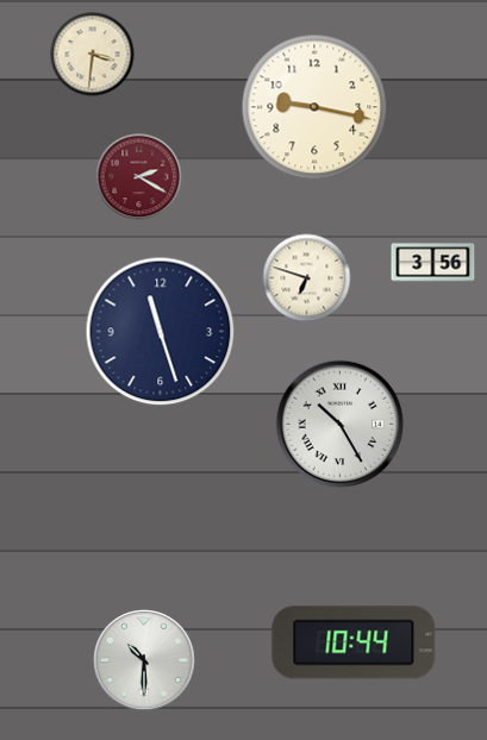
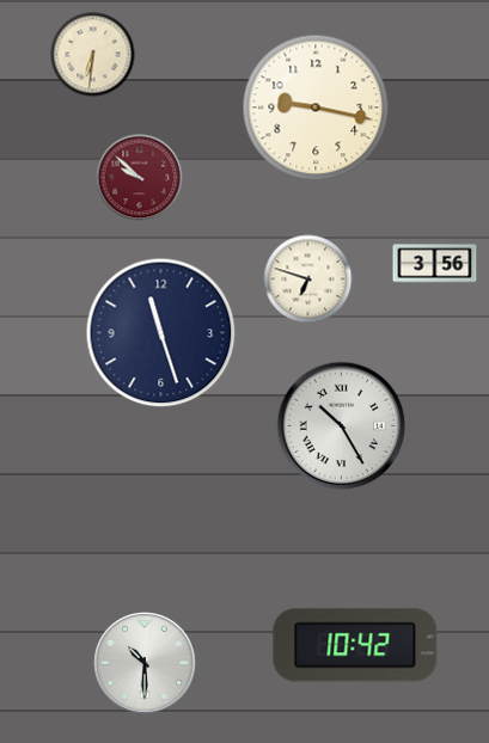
clock at (93, 55): 3:31 -> 6:31
clock at (139, 177): 2:20 -> 9:52
clock at (354, 642): 10:44 -> 10:42
